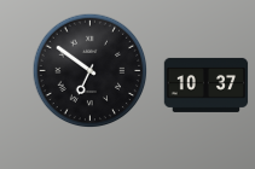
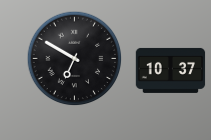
clock at (91, 71): 6:51 -> 6:50
